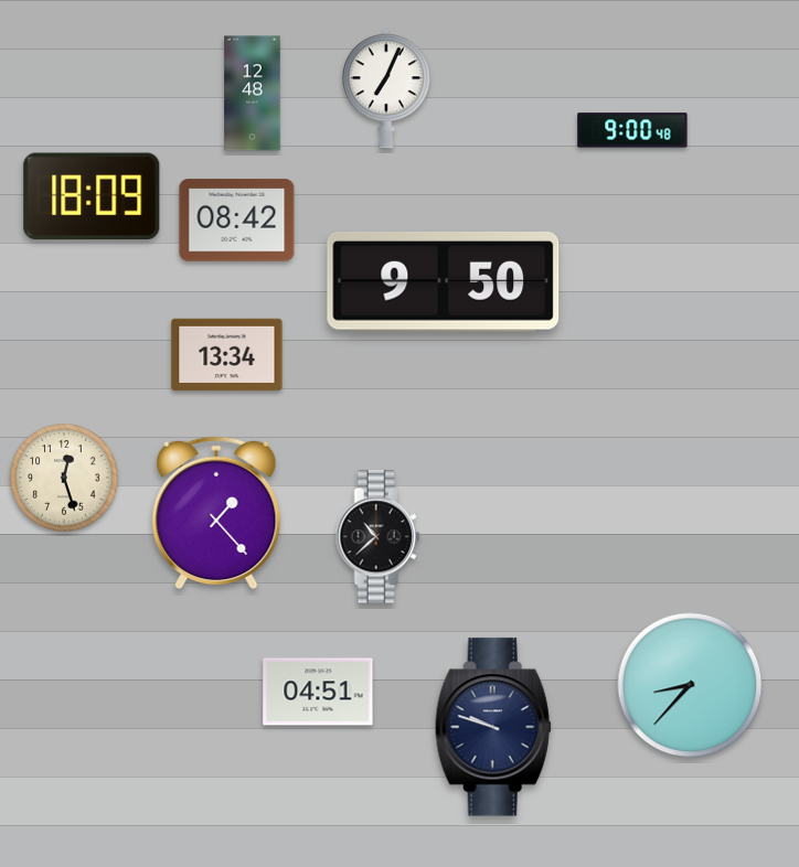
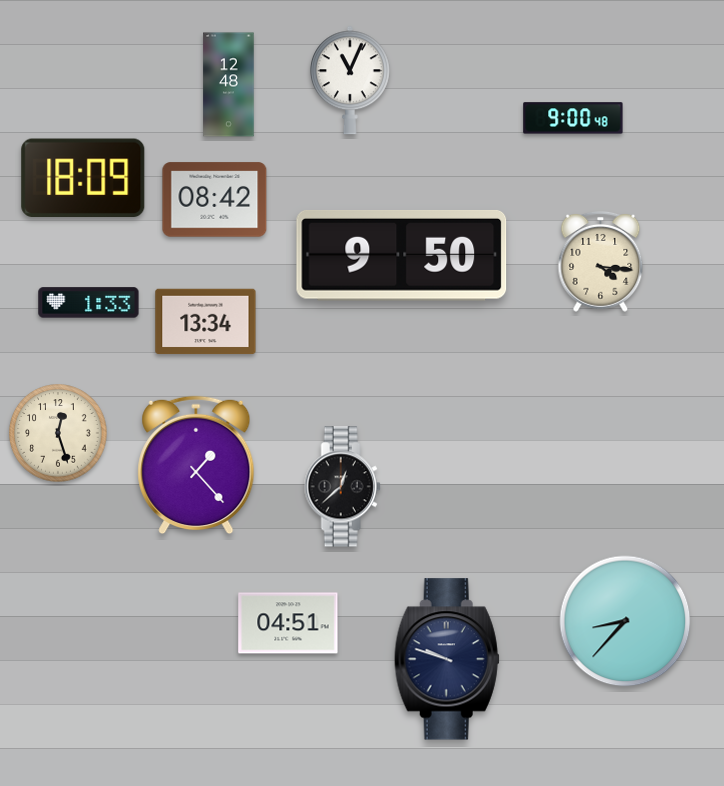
clock at (386, 88): 7:04 -> 11:04
clock at (601, 261): none -> 4:16
clock at (89, 303): none -> 1:33
clock at (377, 537): 10:38 -> 12:38
clock at (318, 692) position: (318, 692) -> (288, 623)
